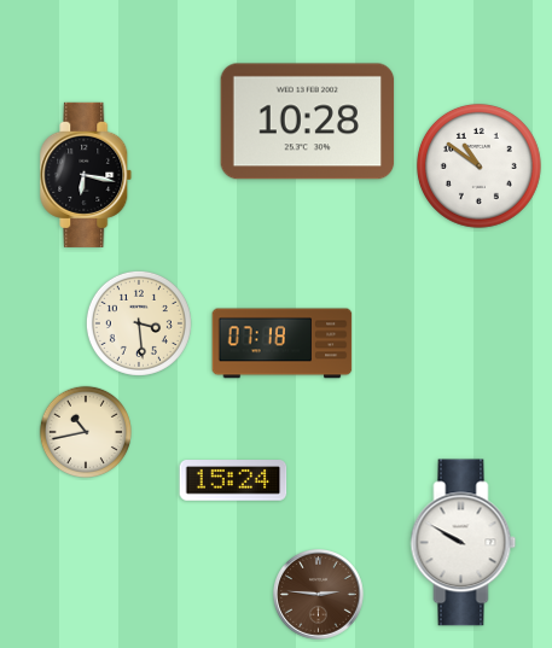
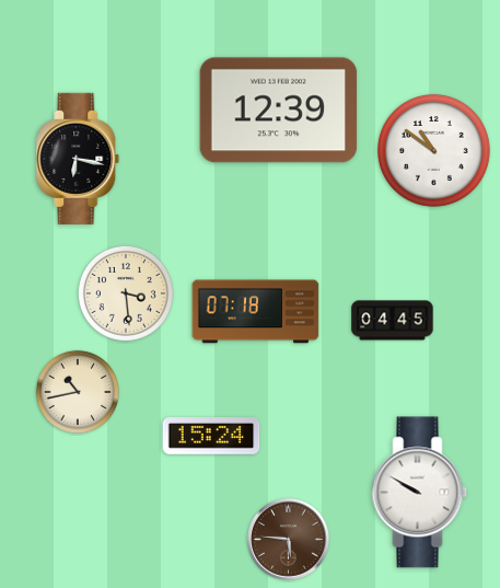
clock at (308, 122): 10:28 -> 12:39
clock at (393, 321): none -> 04:45
clock at (319, 595): 2:46 -> 5:46
